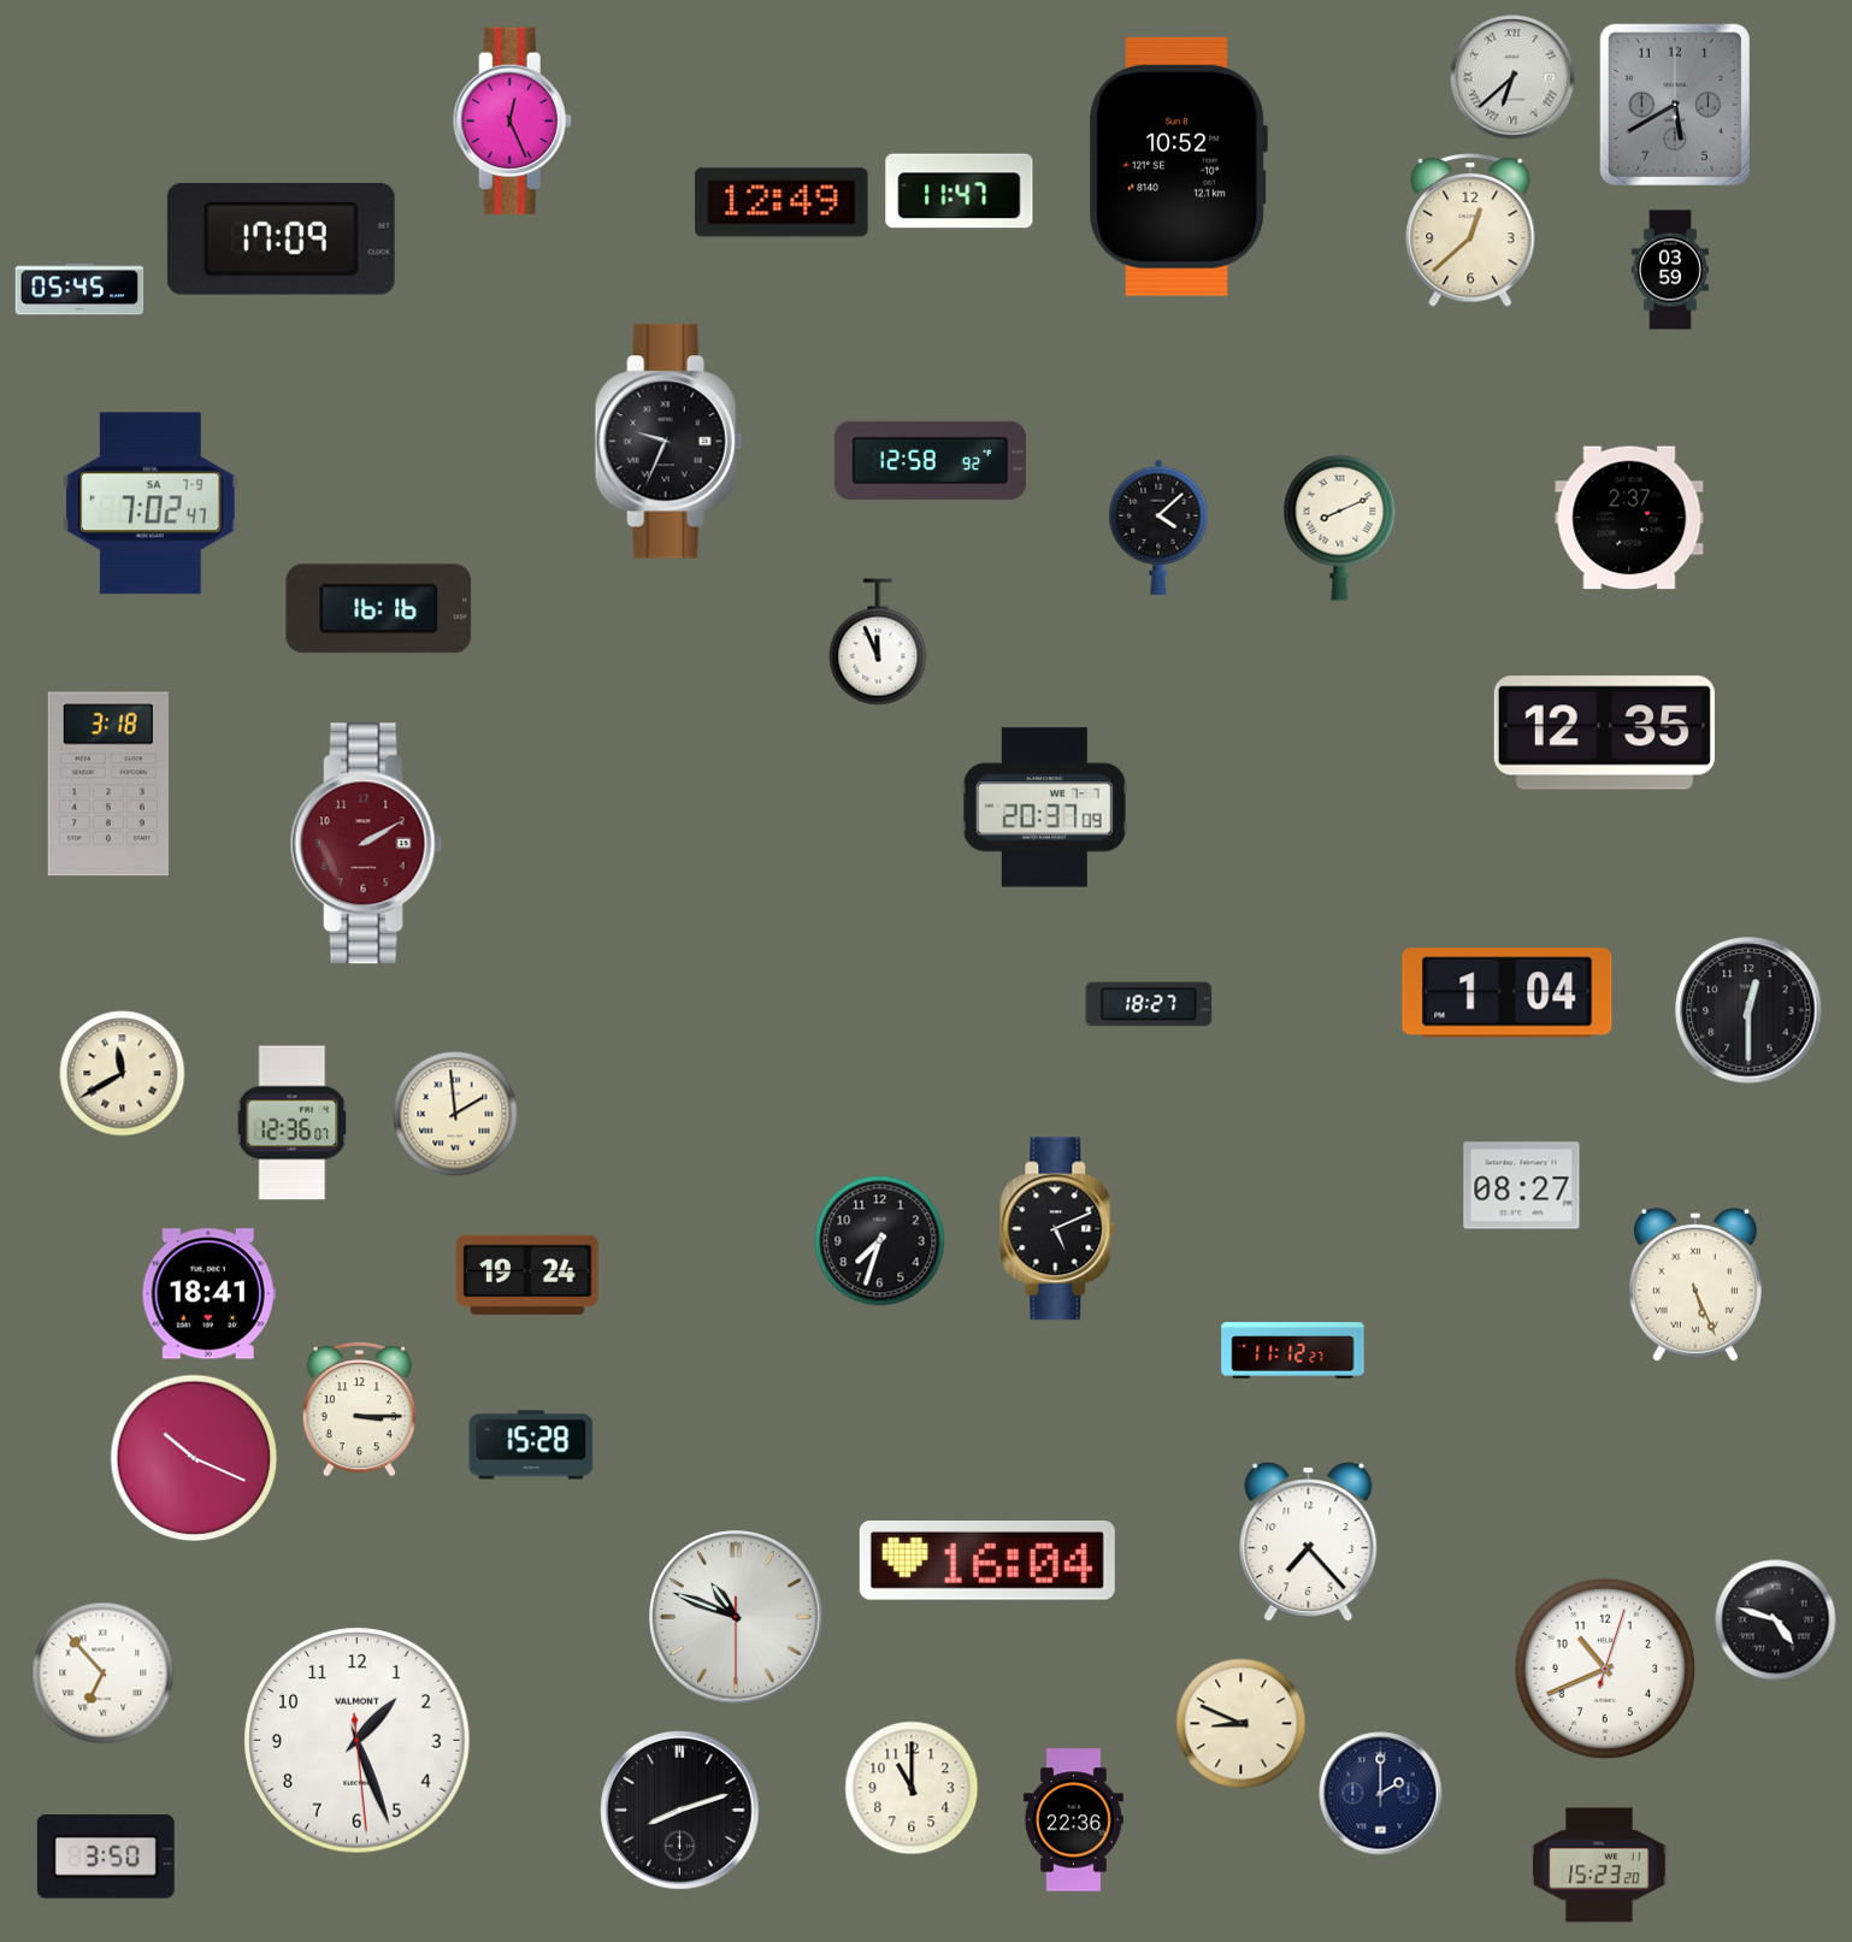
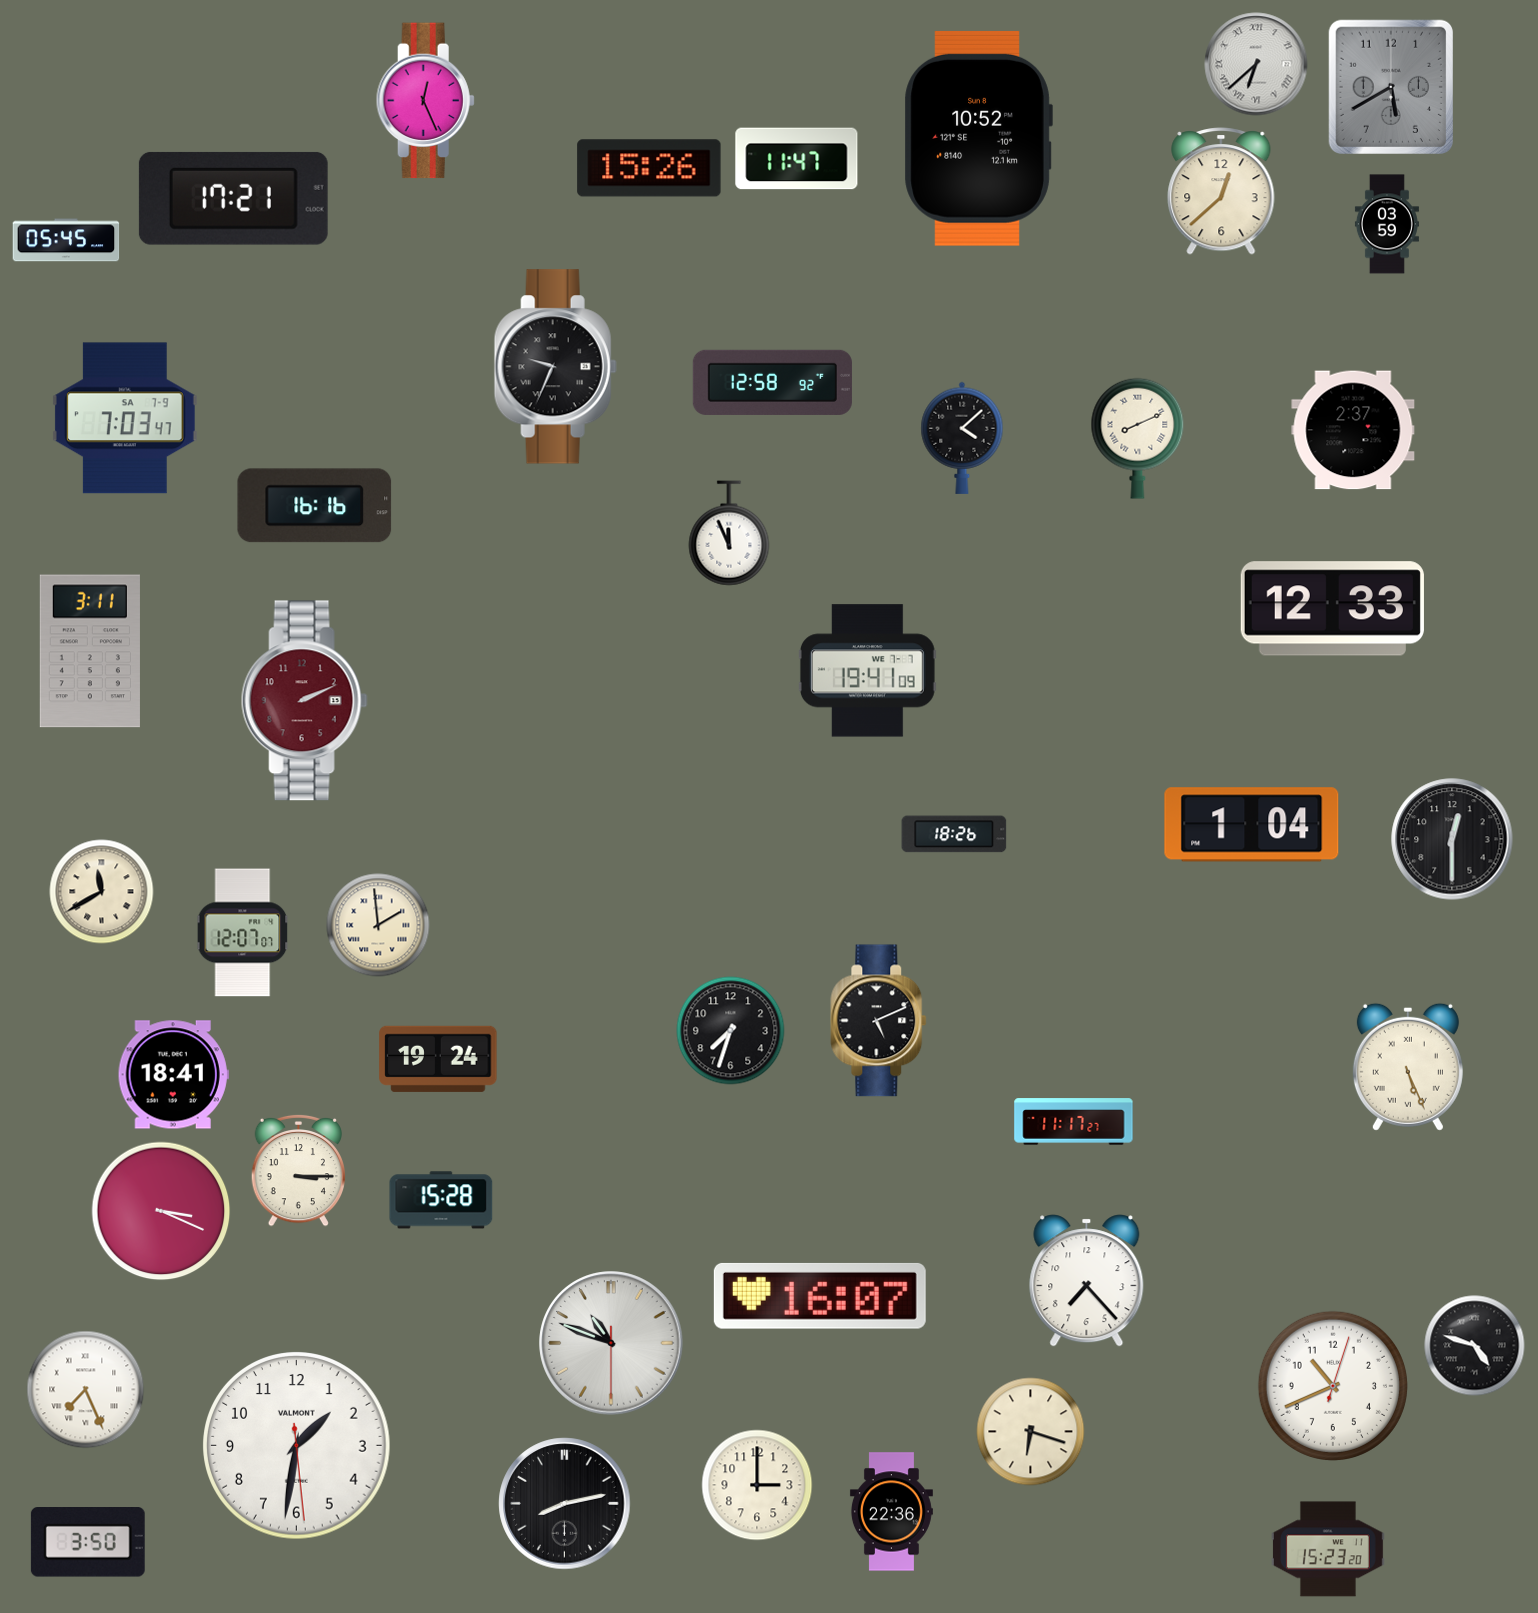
clock at (782, 202): 12:49 -> 15:26
clock at (281, 238): 17:09 -> 17:21
clock at (151, 503): 7:02 -> 7:03
clock at (1340, 527) position: (1340, 527) -> (1138, 438)
clock at (1604, 733): 12:35 -> 12:33
clock at (108, 784): 3:18 -> 3:11
clock at (1044, 808): 20:37 -> 19:41
clock at (366, 844): 2:10 -> 2:11
clock at (1149, 1004): 18:27 -> 18:26
clock at (293, 1123): 12:36 -> 12:07
clock at (1522, 1186): 08:27 -> none
clock at (1293, 1351): 11:12 -> 11:17
clock at (194, 1458): 10:19 -> 3:19
clock at (987, 1560): 16:04 -> 16:07
clock at (104, 1674): 6:53 -> 7:26
clock at (1241, 1724): 8:49 -> 6:18
clock at (358, 1741): 1:26 -> 1:31
clock at (912, 1788): 11:00 -> 3:00
clock at (1381, 1794): 2:00 -> none
clock at (680, 1811): 8:12 -> 8:13
